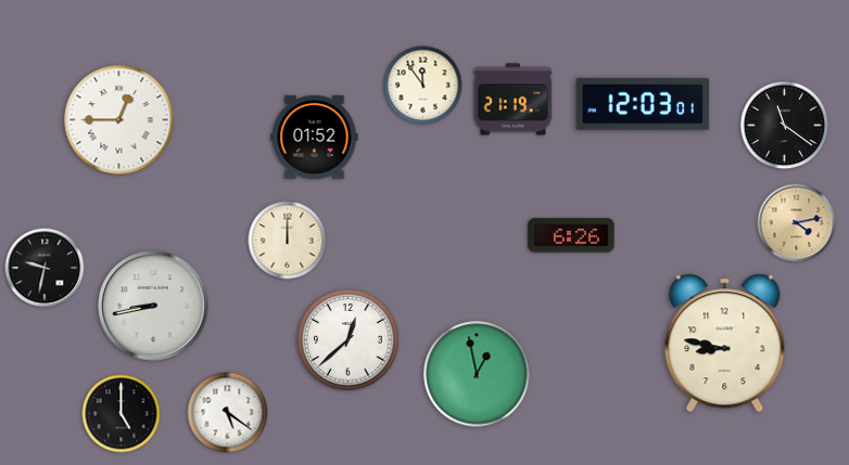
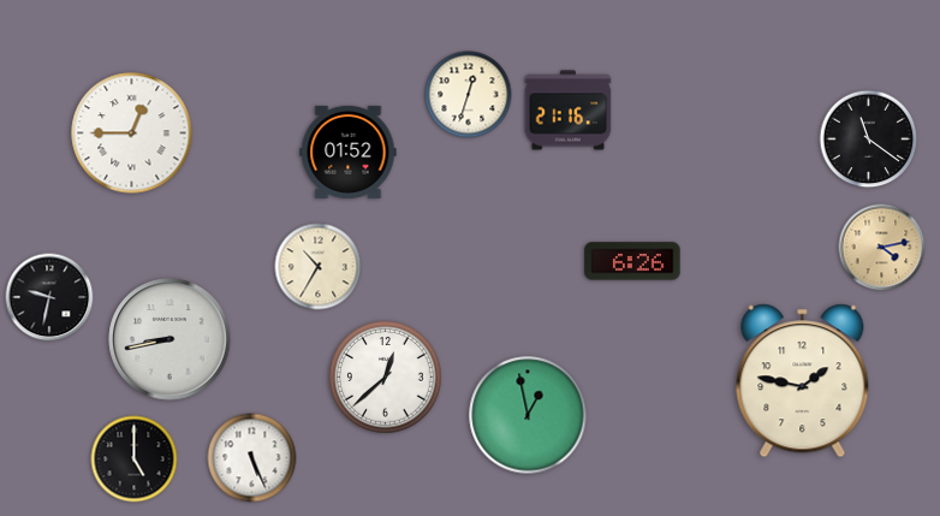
clock at (423, 86): 11:54 -> 12:33
clock at (514, 100): 21:19 -> 21:16
clock at (643, 104): 12:03 -> none
clock at (288, 241): 12:00 -> 10:35
clock at (725, 344): 8:47 -> 1:47
clock at (228, 413): 5:21 -> 5:26
